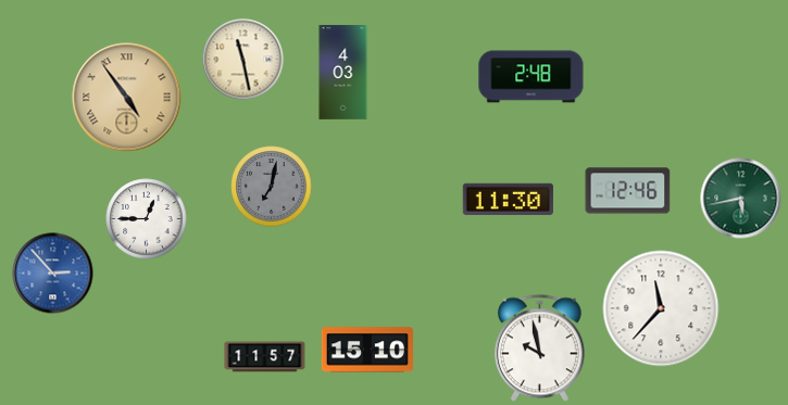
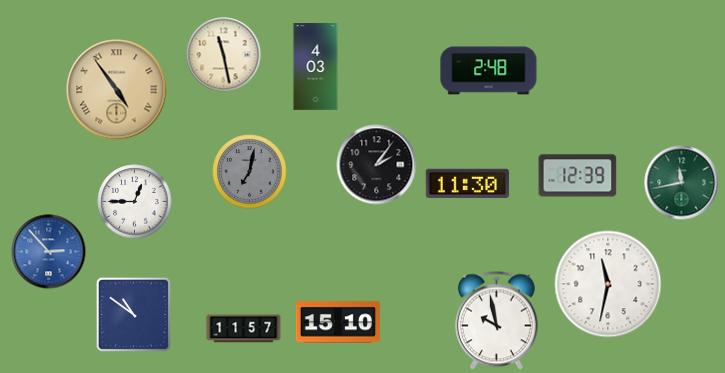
clock at (377, 165): none -> 2:06
clock at (628, 191): 12:46 -> 12:39
clock at (741, 199): 5:43 -> 11:43
clock at (661, 308): 11:37 -> 11:32
clock at (133, 314): none -> 10:51
